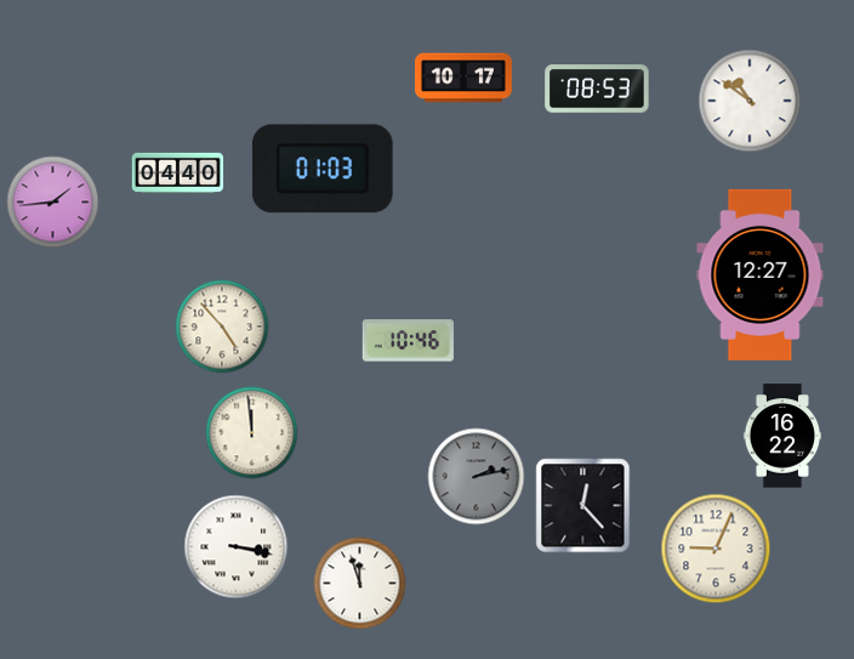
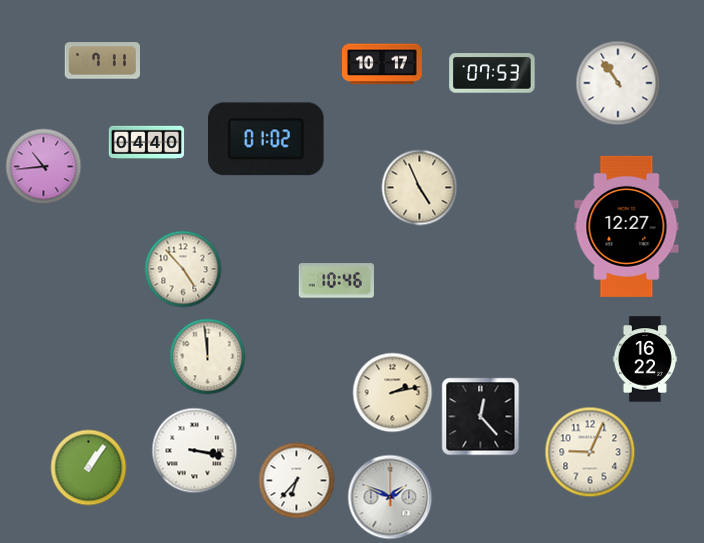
clock at (102, 61): none -> 7:11
clock at (597, 89): 08:53 -> 07:53
clock at (750, 101): 10:51 -> 10:54
clock at (323, 169): 01:03 -> 01:02
clock at (53, 203): 1:44 -> 10:44
clock at (420, 188): none -> 4:56
clock at (477, 477) dial: grey -> cream
clock at (89, 468): none -> 1:06
clock at (360, 584): 11:57 -> 6:37
clock at (390, 497): none -> 1:49
